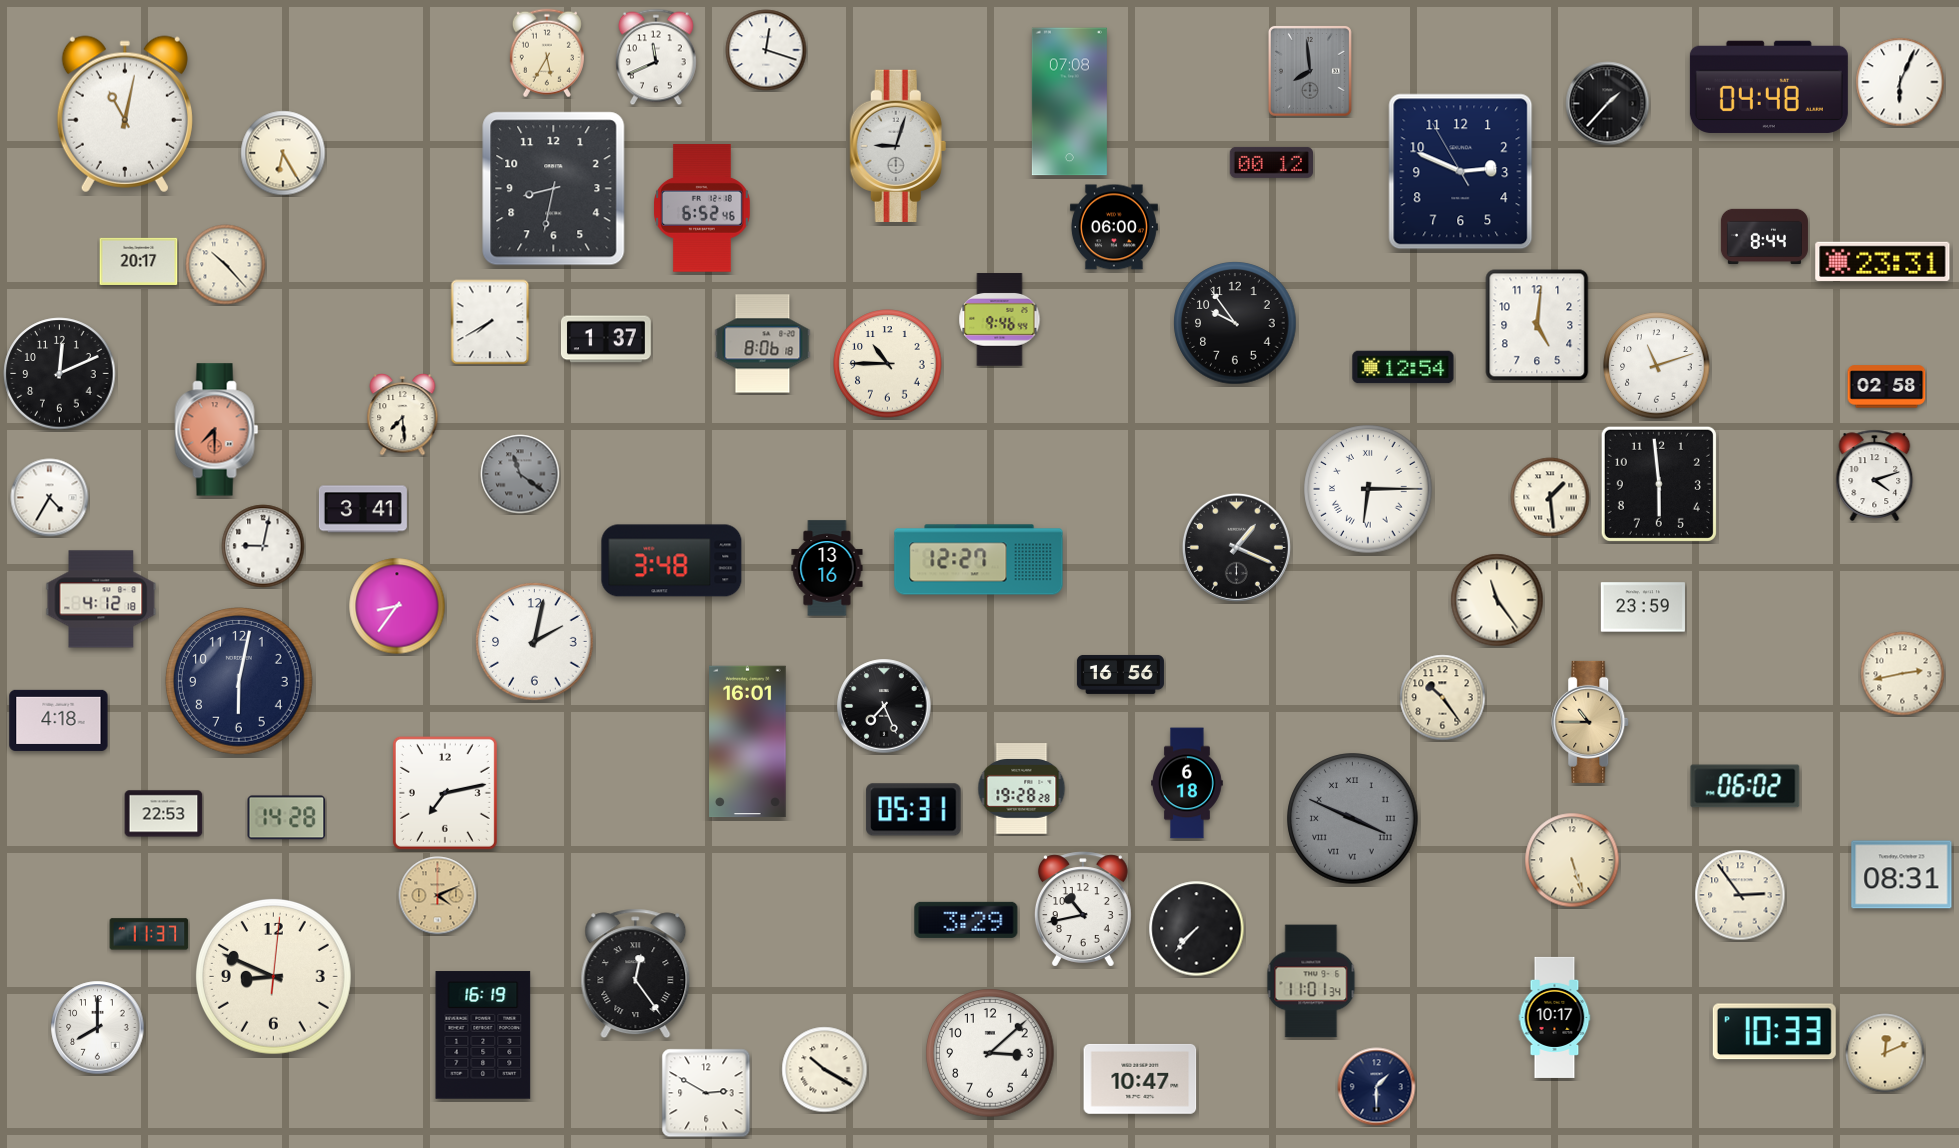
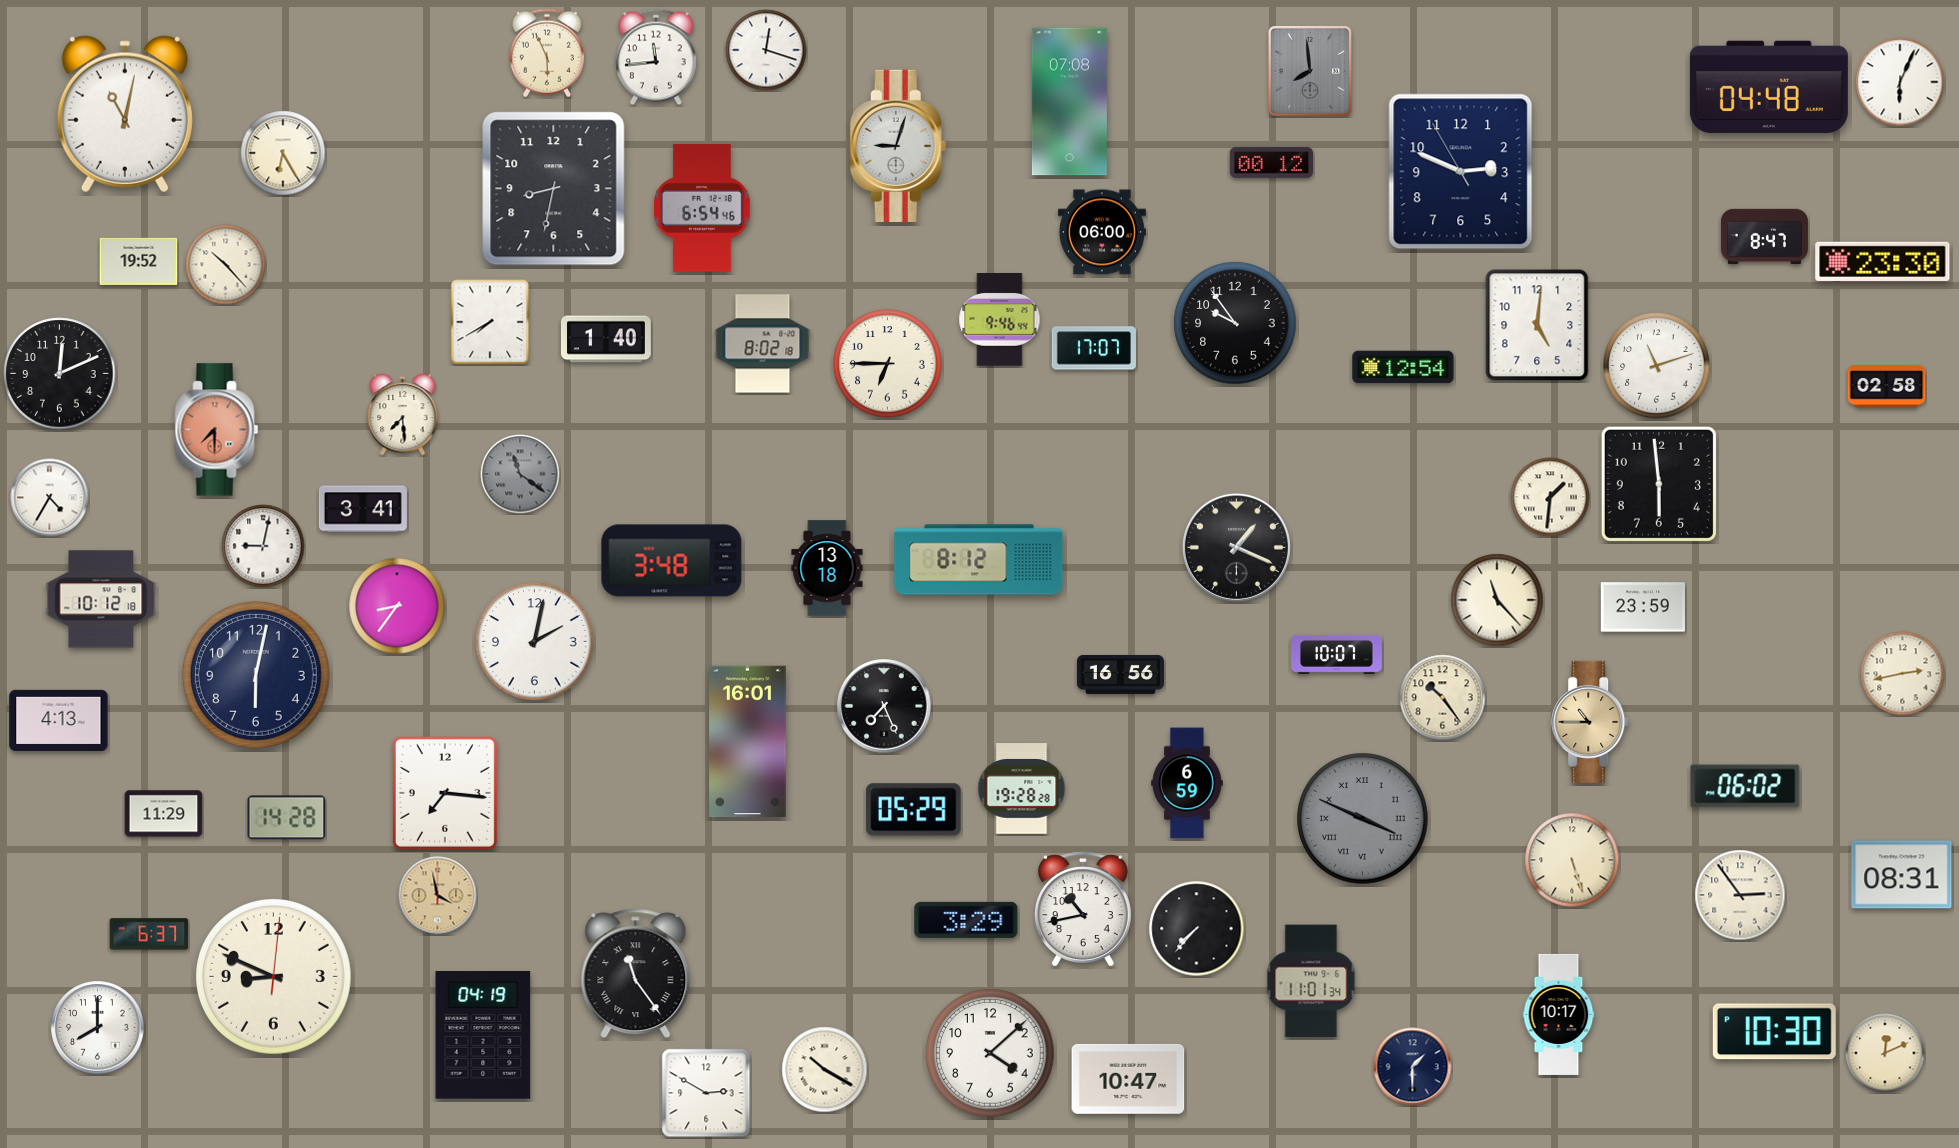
clock at (547, 53): 5:35 -> 5:56
clock at (657, 57): 11:41 -> 11:44
clock at (1608, 104): 1:37 -> none
clock at (703, 208): 6:52 -> 6:54
clock at (1114, 227) position: (1114, 227) -> (1102, 232)
clock at (1764, 237): 8:44 -> 8:47
clock at (139, 261): 20:17 -> 19:52
clock at (1883, 261): 23:31 -> 23:30
clock at (606, 339): 1:37 -> 1:40
clock at (763, 344): 8:06 -> 8:02
clock at (1094, 348): none -> 17:07
clock at (888, 364): 10:45 -> 6:45
clock at (1875, 475): 4:12 -> none
clock at (1368, 489): 6:15 -> none
clock at (1550, 497): 1:29 -> 1:31
clock at (979, 560): 12:27 -> 8:12
clock at (827, 568): 13:16 -> 13:18
clock at (101, 599): 4:12 -> 10:12
clock at (1497, 600): 11:24 -> 11:23
clock at (1337, 654): none -> 10:07
clock at (240, 682) position: (240, 682) -> (257, 676)
clock at (59, 720): 4:18 -> 4:13
clock at (1188, 783): 6:18 -> 6:59
clock at (445, 793): 7:13 -> 7:16
clock at (914, 810): 05:31 -> 05:29
clock at (164, 814): 22:53 -> 11:29
clock at (1353, 819) position: (1353, 819) -> (1363, 819)
clock at (438, 896): 4:11 -> 3:58
clock at (149, 934): 11:37 -> 6:37
clock at (636, 974): 12:24 -> 11:24
clock at (1555, 1017) position: (1555, 1017) -> (1559, 1014)
clock at (1774, 1032): 10:33 -> 10:30
clock at (483, 1035): 16:19 -> 04:19
clock at (990, 1053): 3:08 -> 4:08
clock at (1140, 1079) position: (1140, 1079) -> (1128, 1079)
clock at (1377, 1087) position: (1377, 1087) -> (1413, 1067)
